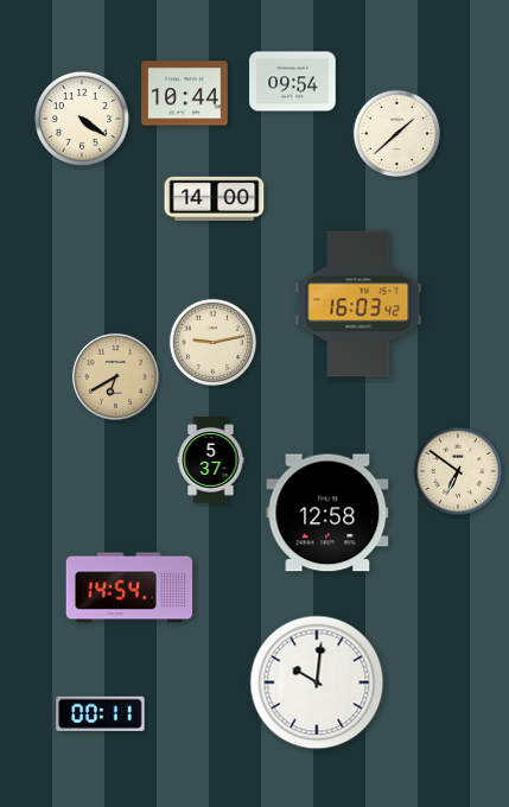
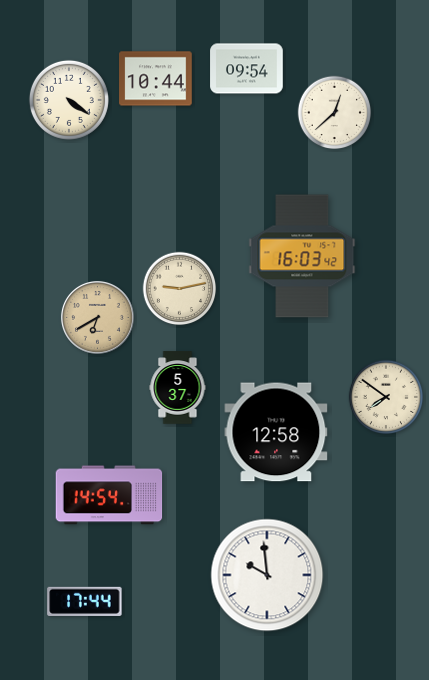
clock at (397, 134): 1:38 -> 12:38
clock at (215, 198): 14:00 -> none
clock at (458, 471): 6:51 -> 7:51
clock at (317, 682): 10:01 -> 9:59
clock at (101, 713): 00:11 -> 17:44
